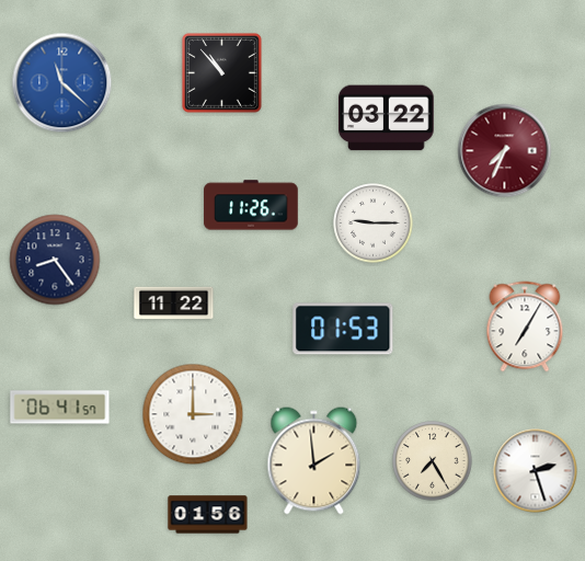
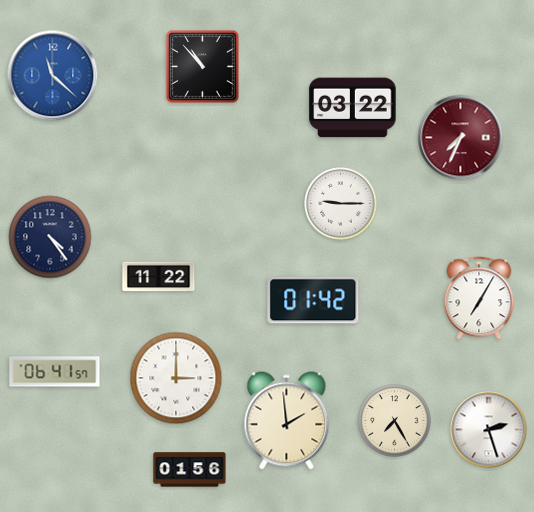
clock at (62, 83) position: (62, 83) -> (53, 76)
clock at (251, 205): 11:26 -> none
clock at (55, 260): 8:24 -> 4:24
clock at (343, 329): 01:53 -> 01:42
